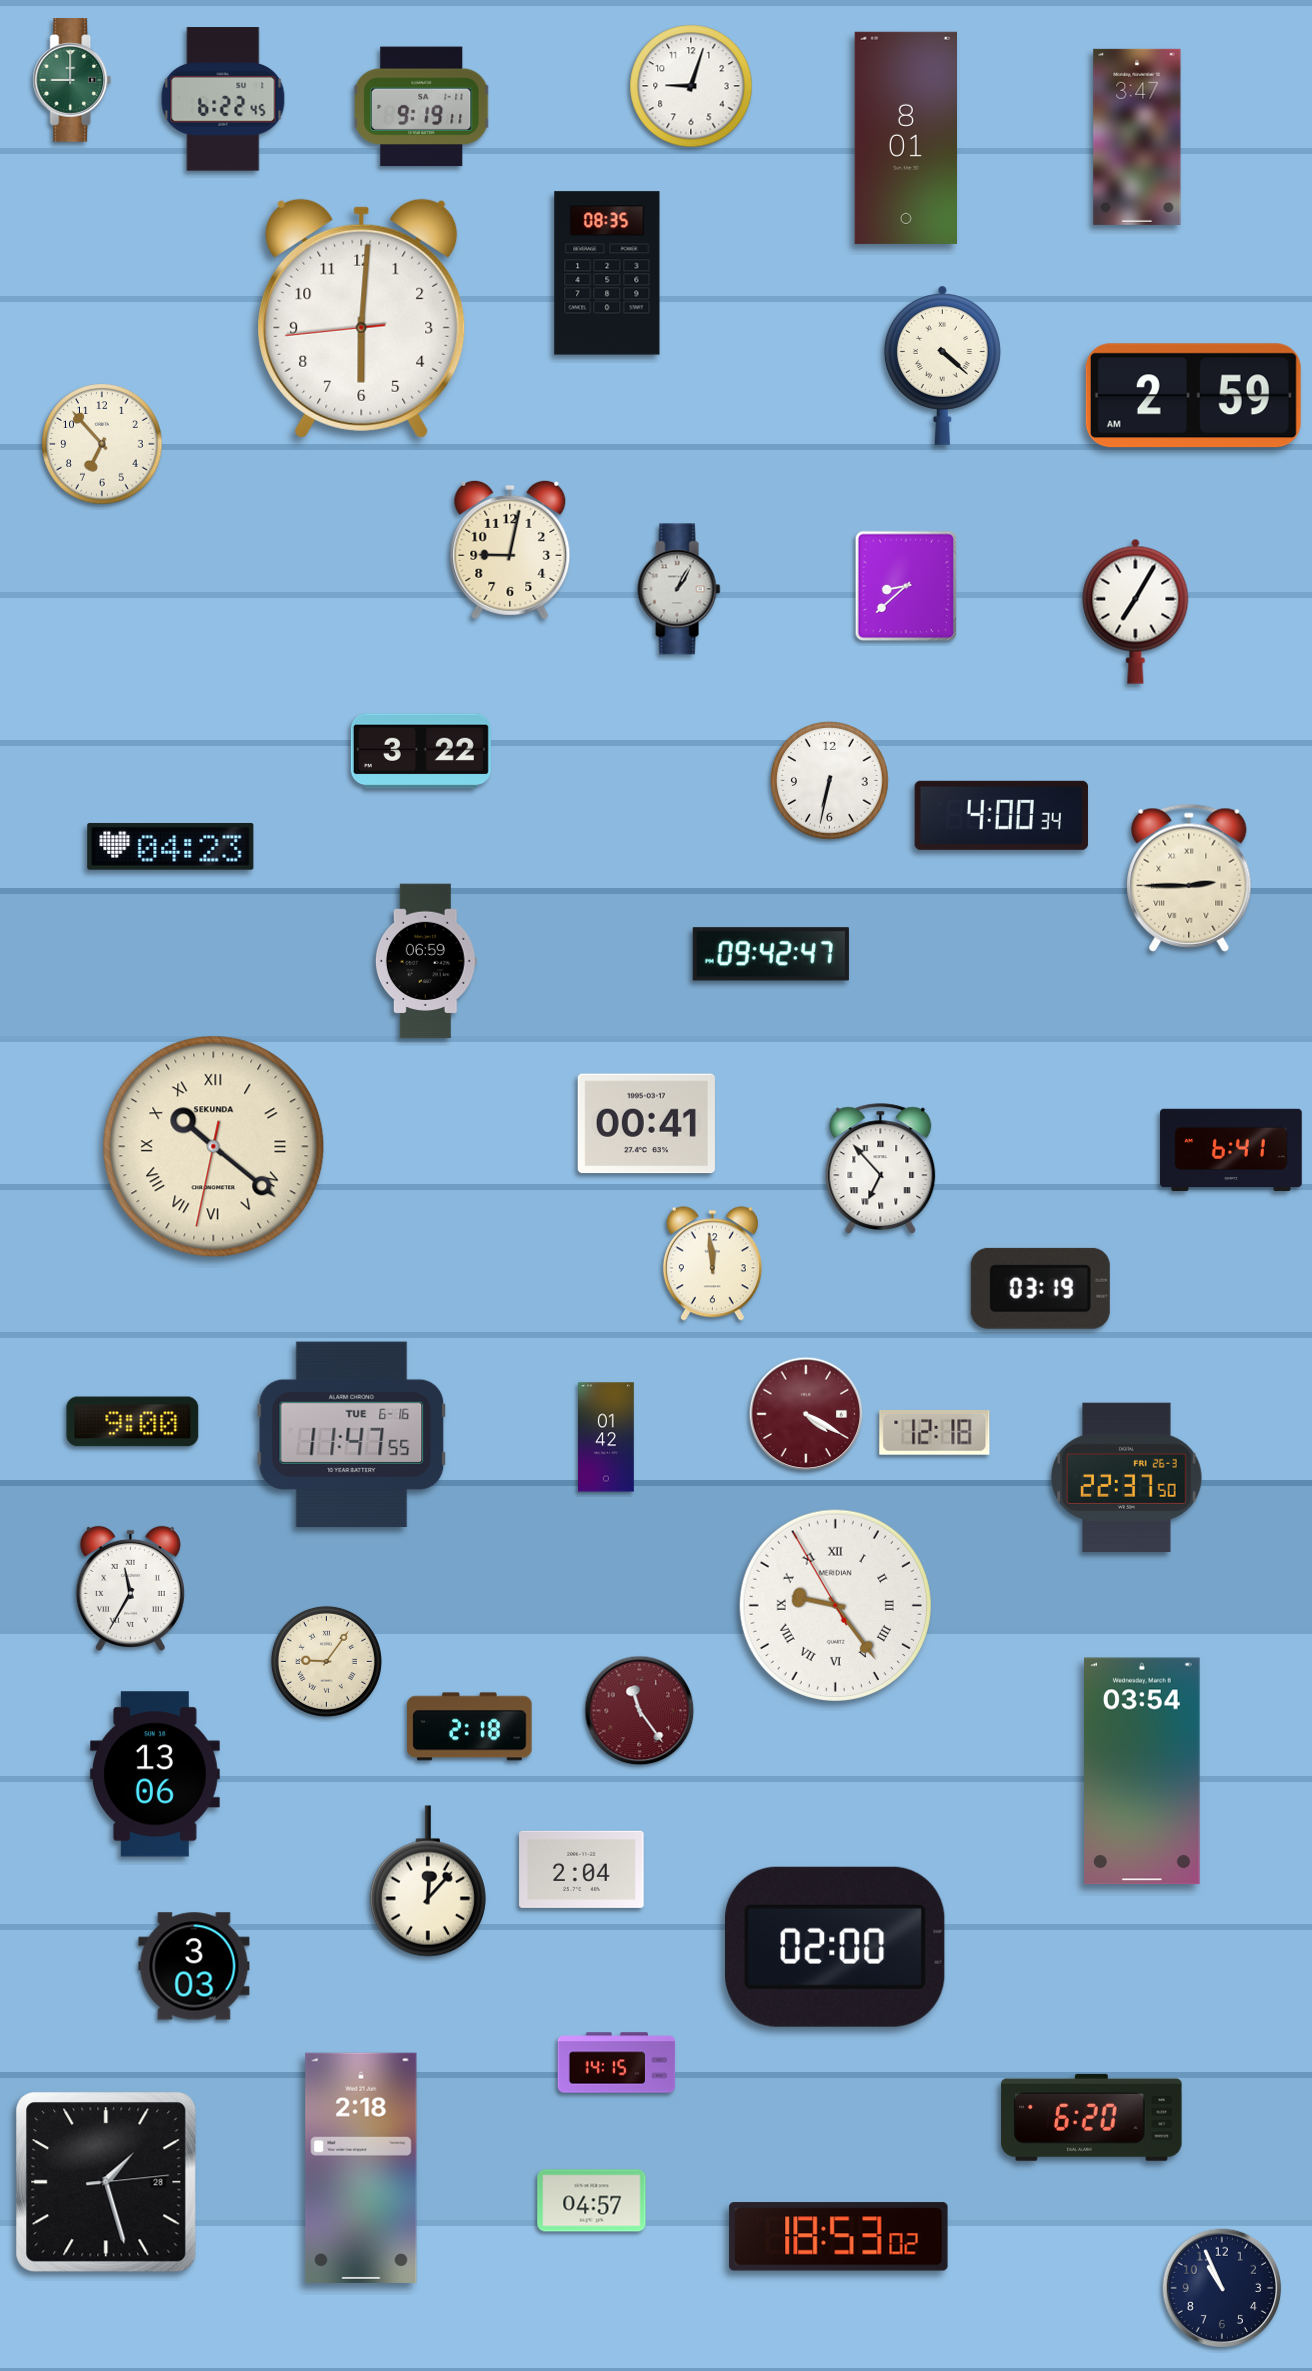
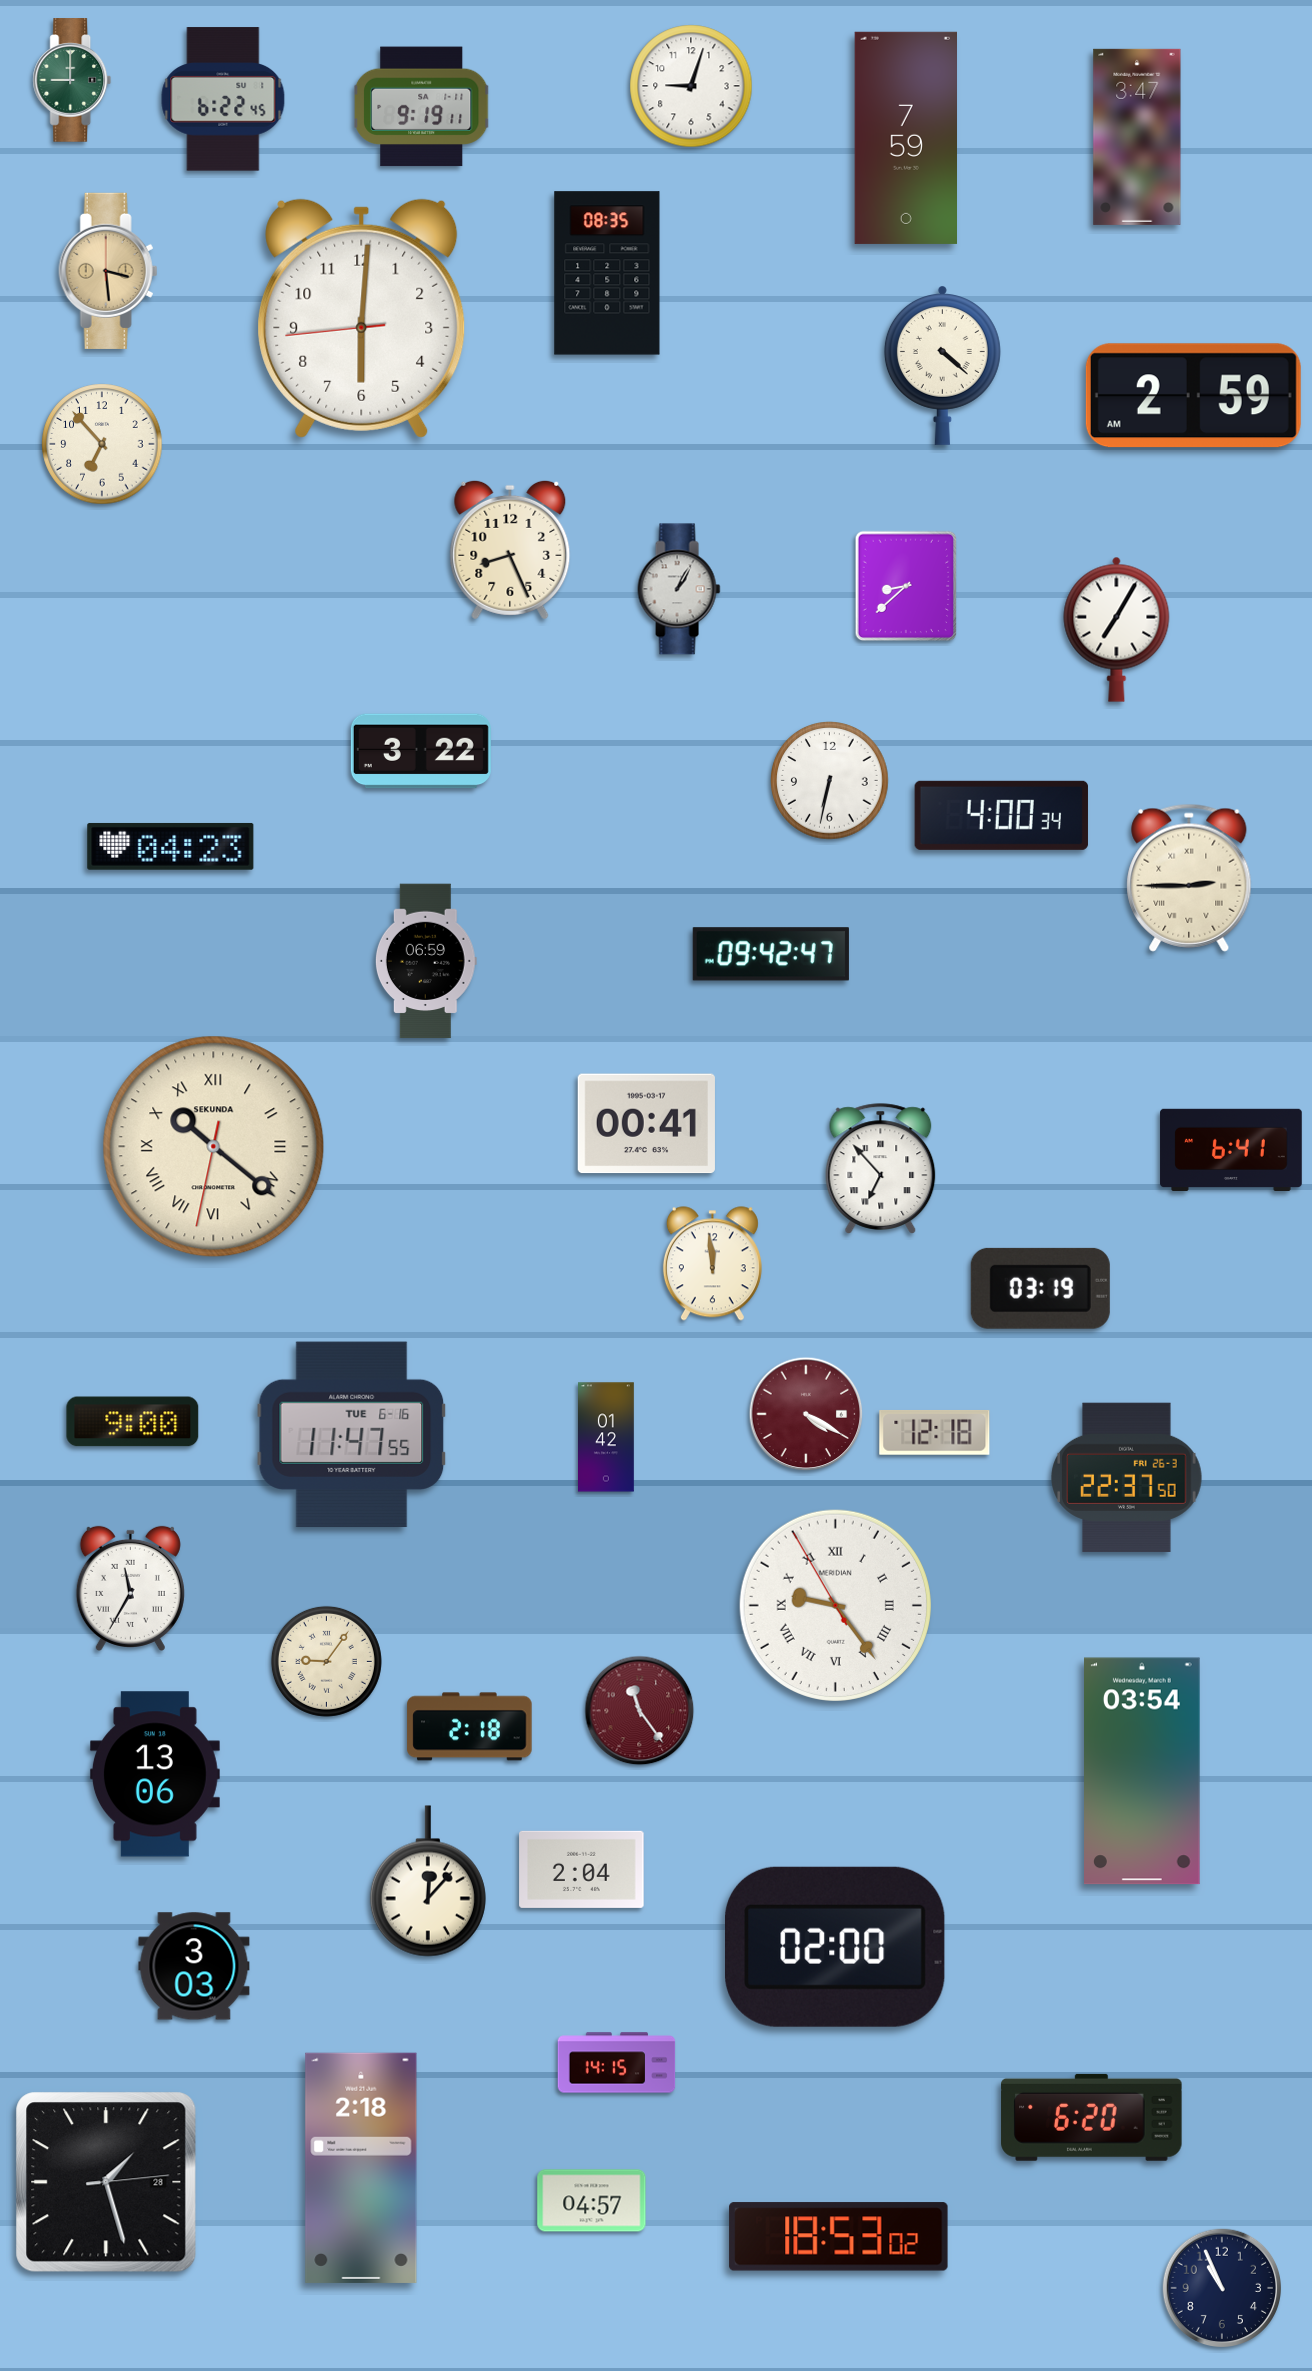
clock at (905, 138): 8:01 -> 7:59
clock at (108, 271): none -> 3:29
clock at (510, 550): 9:02 -> 8:26
clock at (1136, 611) position: (1136, 611) -> (1117, 629)
